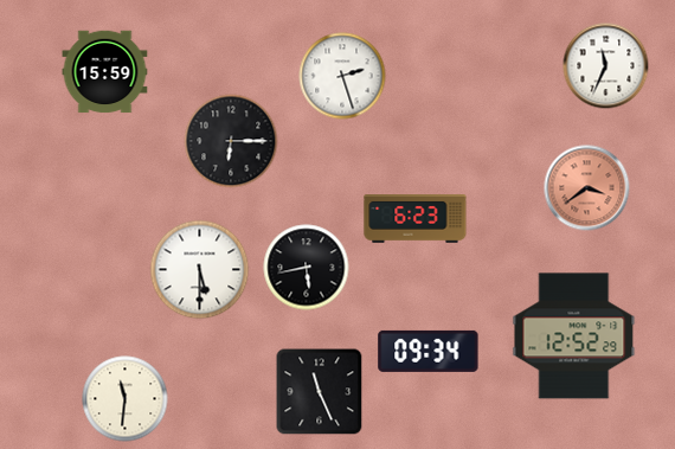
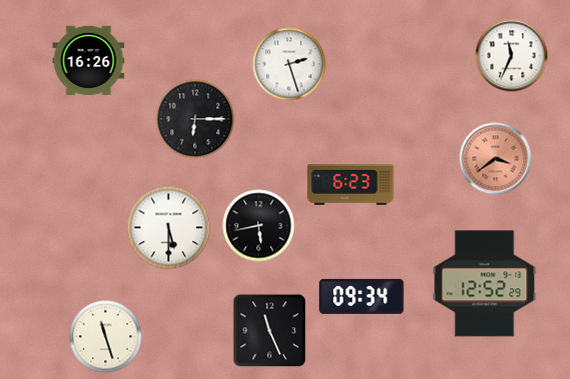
clock at (105, 72): 15:59 -> 16:26
clock at (126, 399): 11:31 -> 11:27
